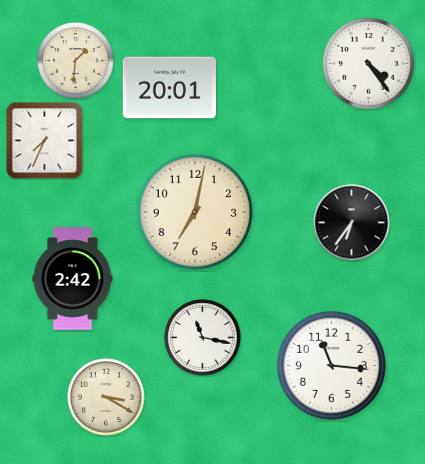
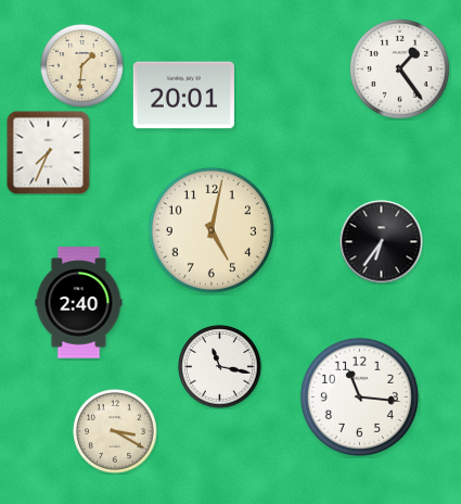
clock at (368, 63): 4:24 -> 1:24
clock at (195, 212): 7:02 -> 5:02
clock at (73, 279): 2:42 -> 2:40
